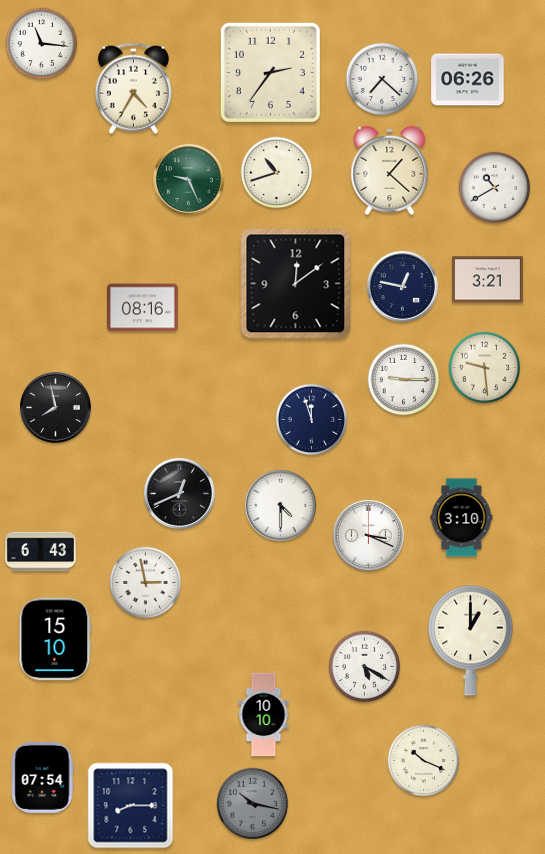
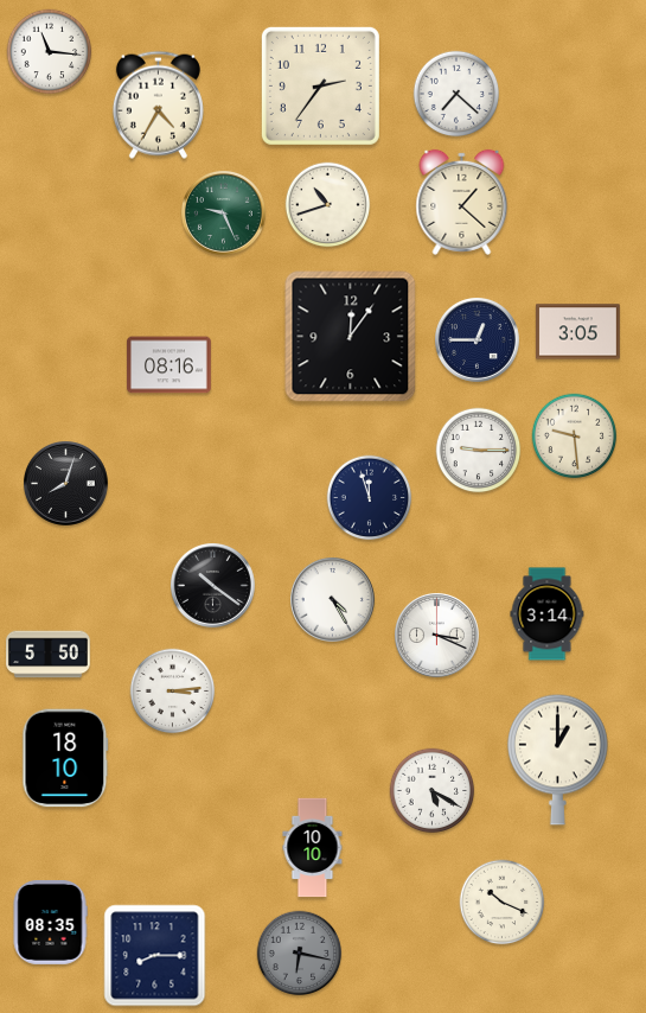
clock at (382, 79) position: (382, 79) -> (456, 94)
clock at (468, 80): 06:26 -> none
clock at (495, 188): 10:40 -> none
clock at (487, 280): 3:21 -> 3:05
clock at (296, 284): 12:09 -> 12:06
clock at (403, 287): 12:47 -> 12:45
clock at (56, 408): 7:58 -> 8:03
clock at (180, 494): 12:41 -> 10:21
clock at (281, 506): 4:30 -> 4:25
clock at (462, 518): 3:10 -> 3:14
clock at (41, 552): 6:43 -> 5:50
clock at (146, 583): 2:58 -> 3:14
clock at (55, 639): 15:10 -> 18:10
clock at (42, 778): 07:54 -> 08:35
clock at (253, 804): 10:17 -> 6:17
